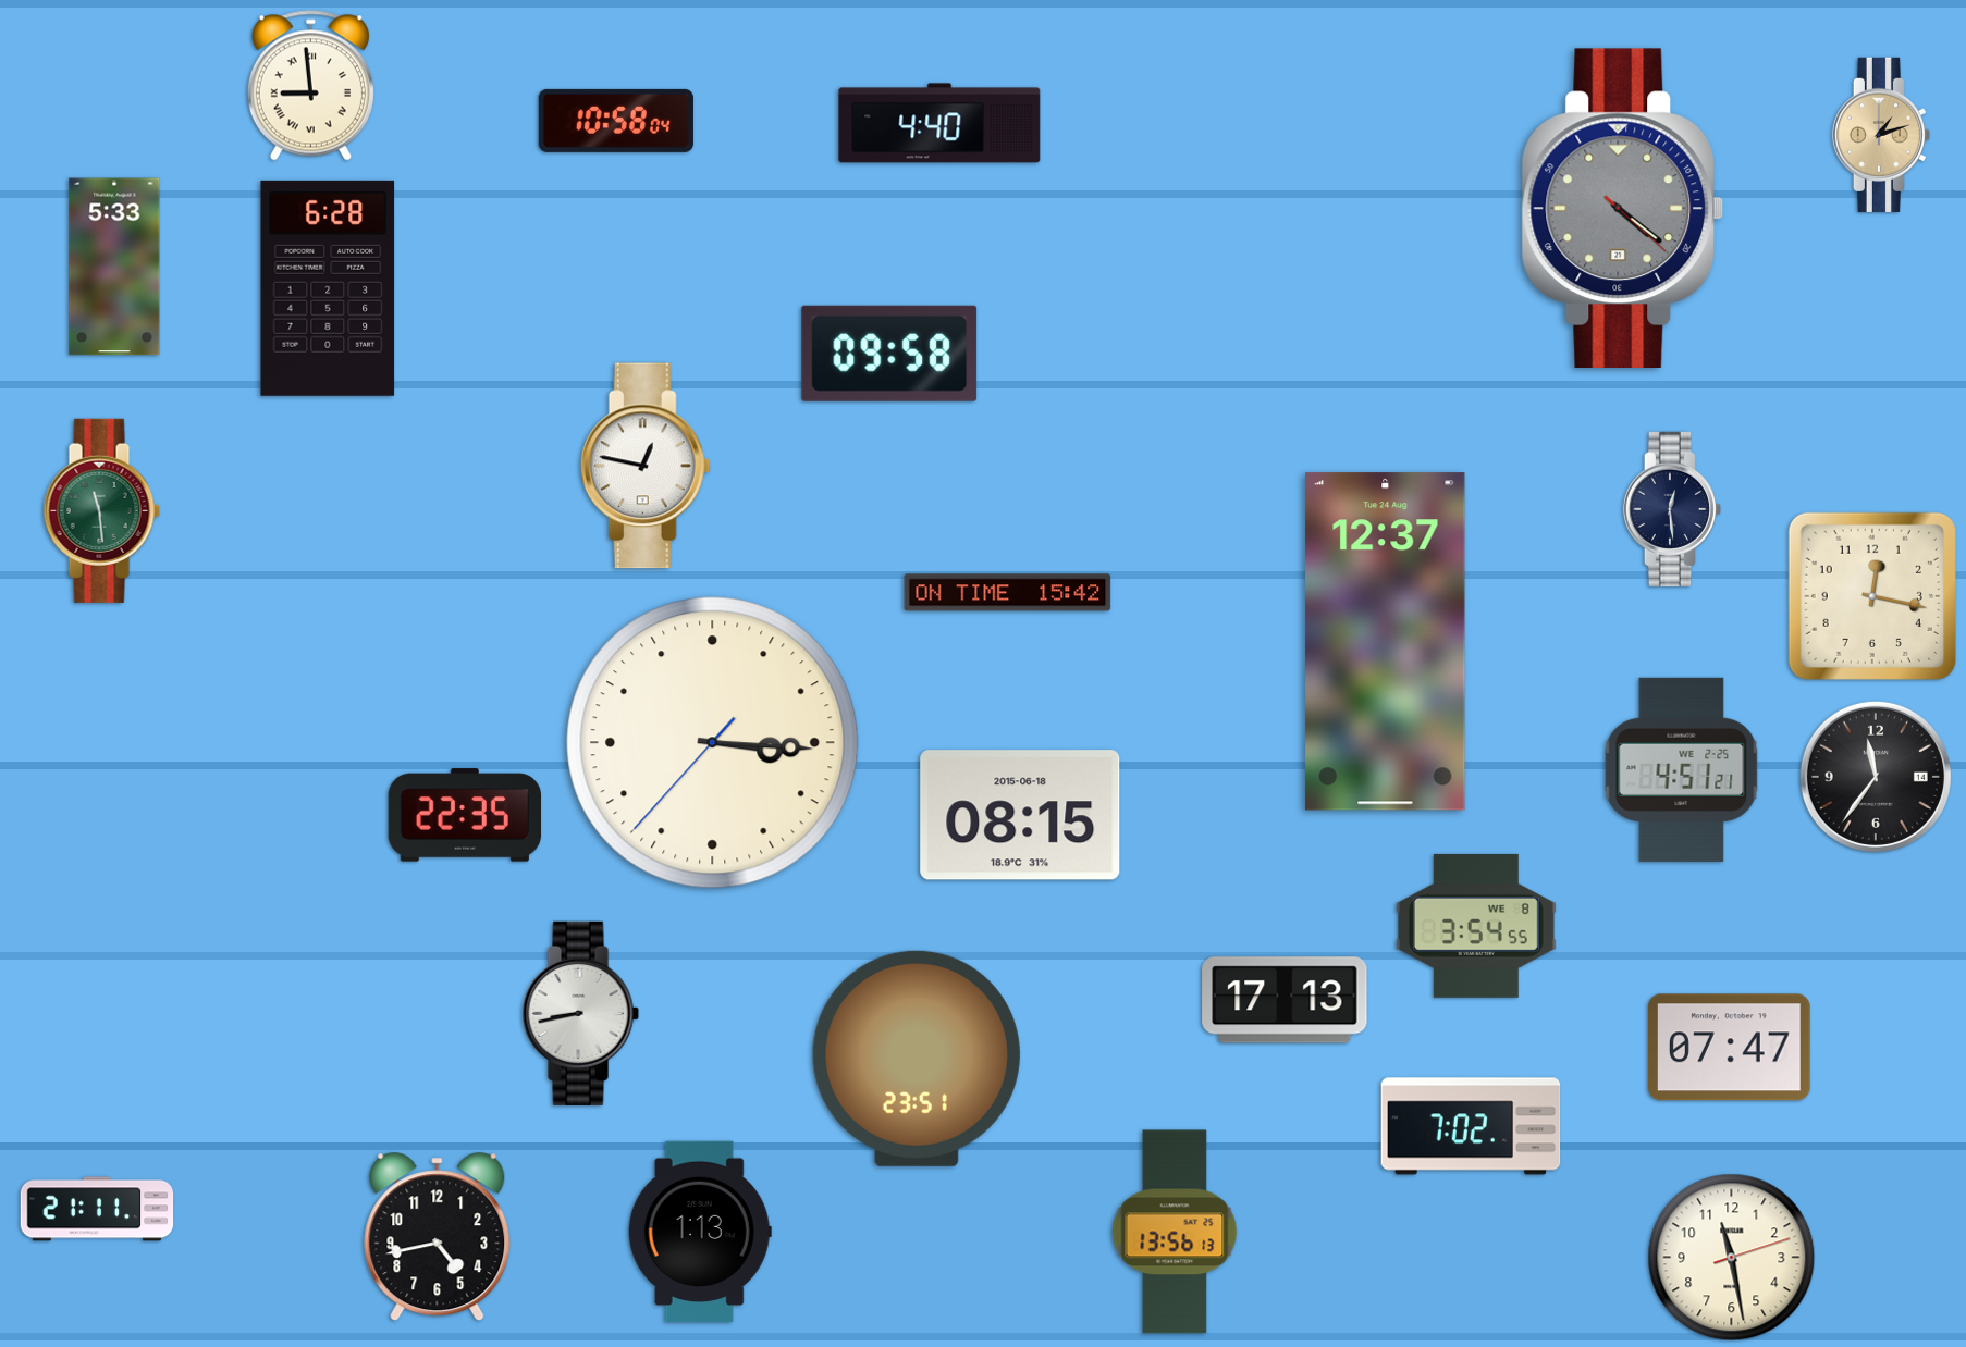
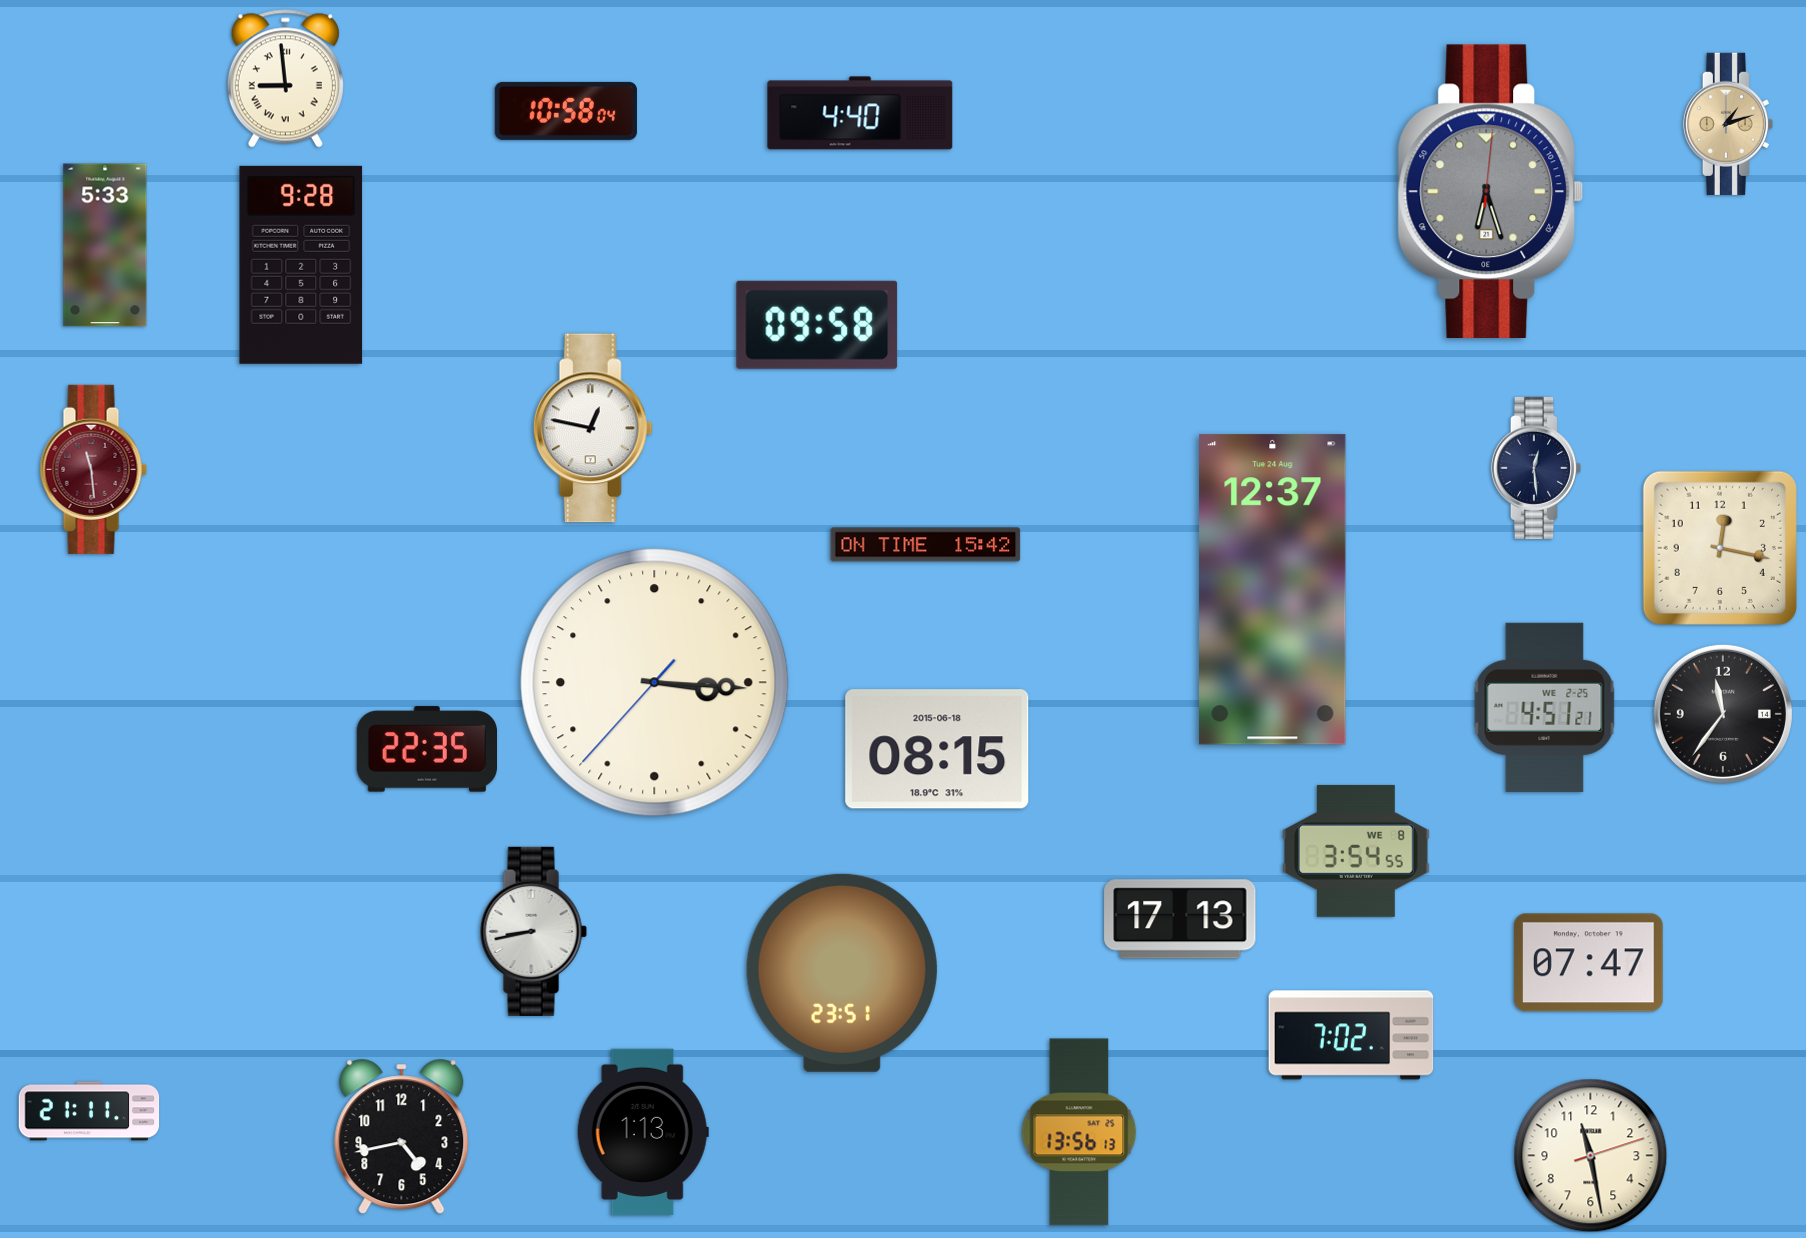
clock at (939, 123) position: (939, 123) -> (860, 113)
clock at (1623, 208): 4:21 -> 6:27
clock at (328, 288): 6:28 -> 9:28
clock at (101, 510) dial: green -> burgundy
